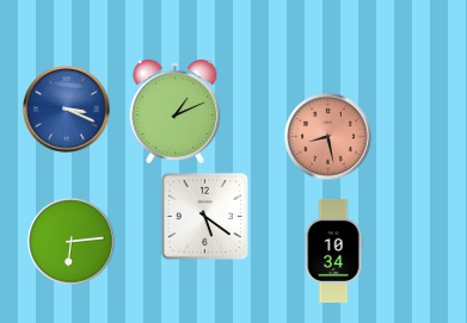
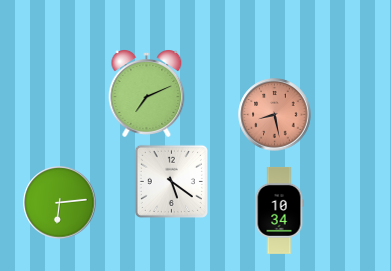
clock at (67, 110): 3:19 -> none
clock at (176, 111): 1:11 -> 7:11
